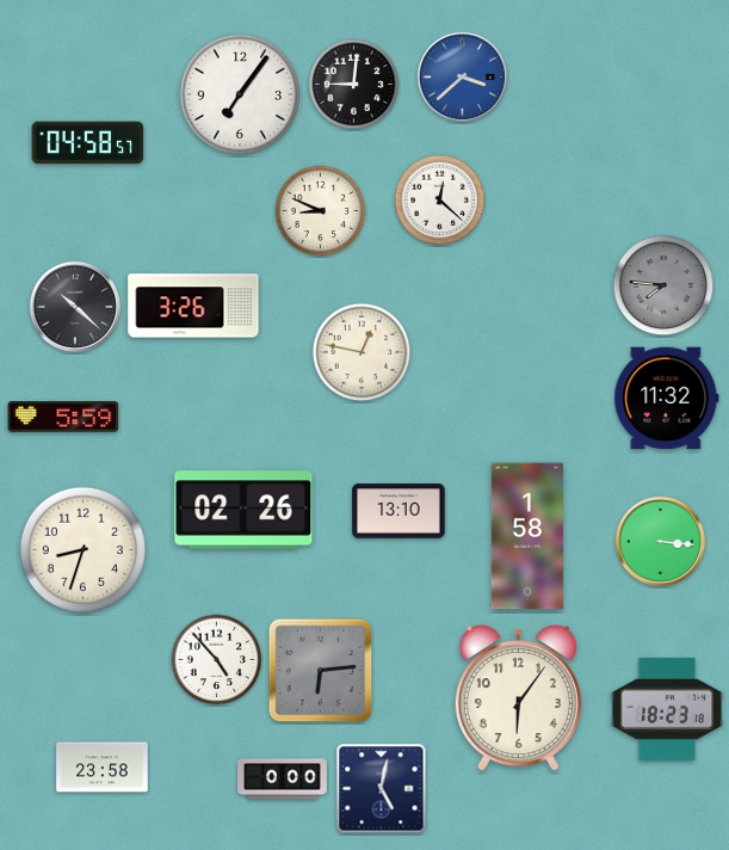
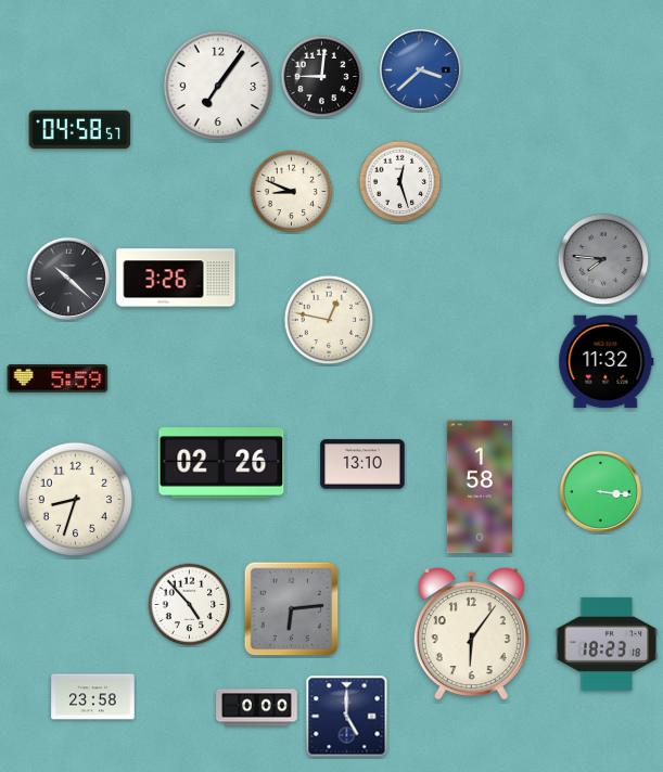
clock at (440, 201): 12:22 -> 12:27
clock at (217, 660) position: (217, 660) -> (190, 605)
clock at (382, 789): 5:02 -> 5:00
